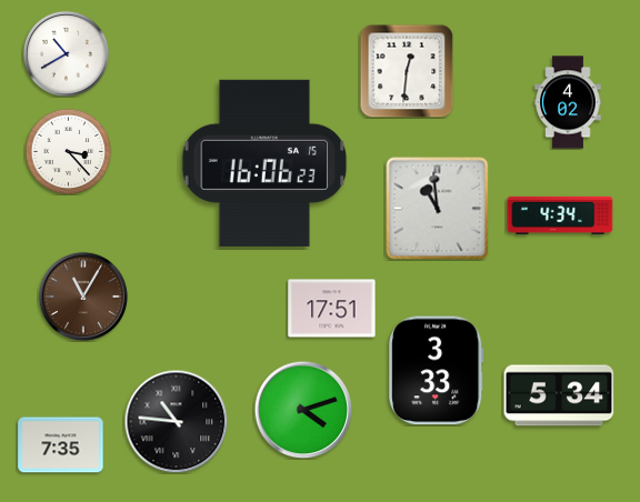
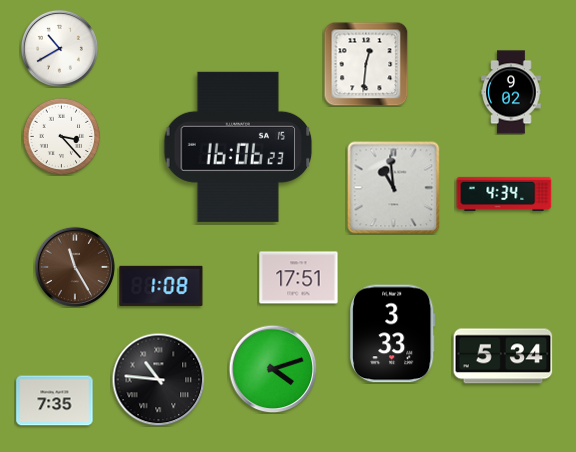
clock at (568, 102): 4:02 -> 9:02
clock at (83, 297): 11:05 -> 11:25
clock at (161, 286): none -> 1:08
